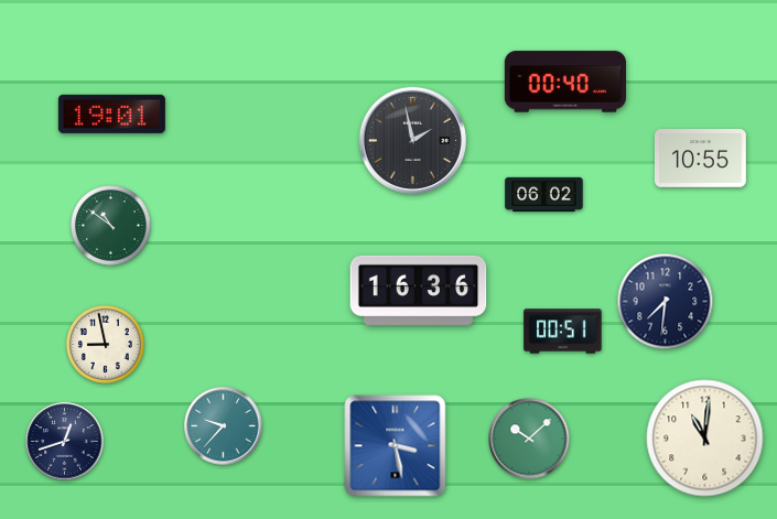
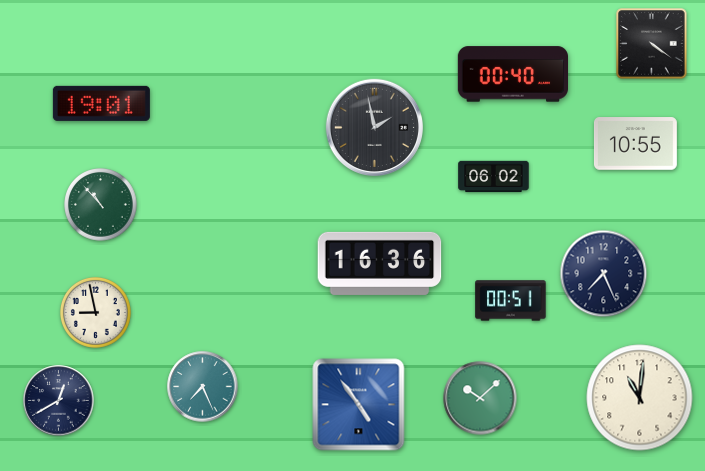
clock at (652, 44): none -> 4:21
clock at (111, 226): 10:51 -> 10:53
clock at (666, 302): 7:31 -> 7:26
clock at (224, 426): 9:37 -> 7:26
clock at (65, 442): 12:42 -> 12:40
clock at (396, 446): 3:28 -> 4:54
